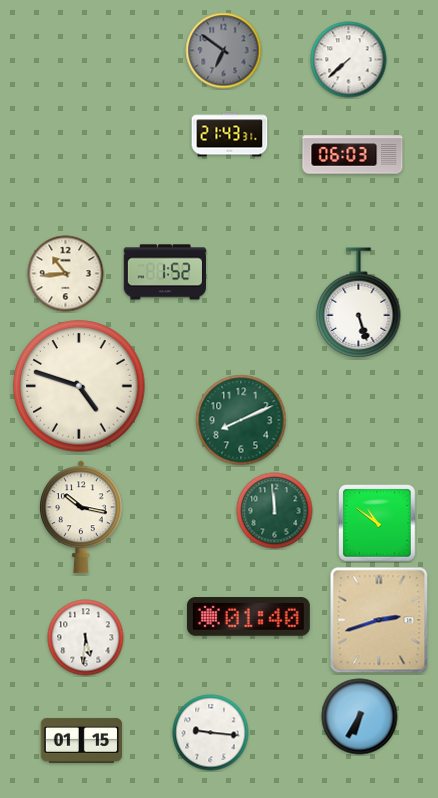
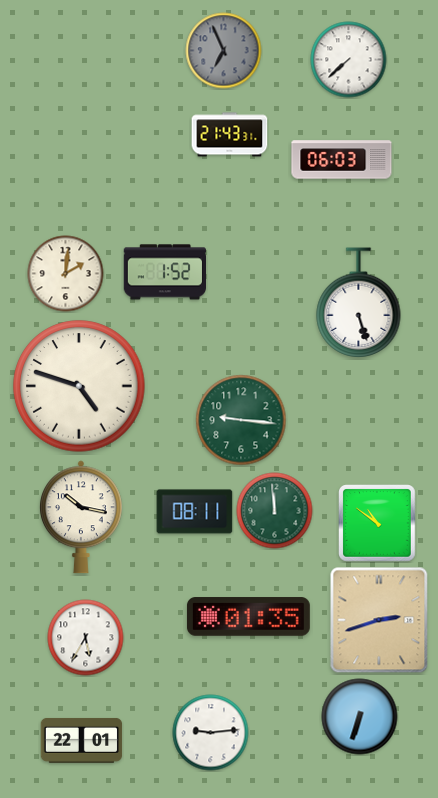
clock at (224, 51): 6:51 -> 6:56
clock at (353, 155) position: (353, 155) -> (342, 160)
clock at (66, 274): 10:44 -> 2:01
clock at (241, 420): 8:11 -> 9:16
clock at (195, 512): none -> 08:11
clock at (248, 617): 01:40 -> 01:35
clock at (86, 638): 5:31 -> 5:35
clock at (360, 717): 6:35 -> 6:33
clock at (211, 733): 9:16 -> 9:14
clock at (82, 740): 01:15 -> 22:01
